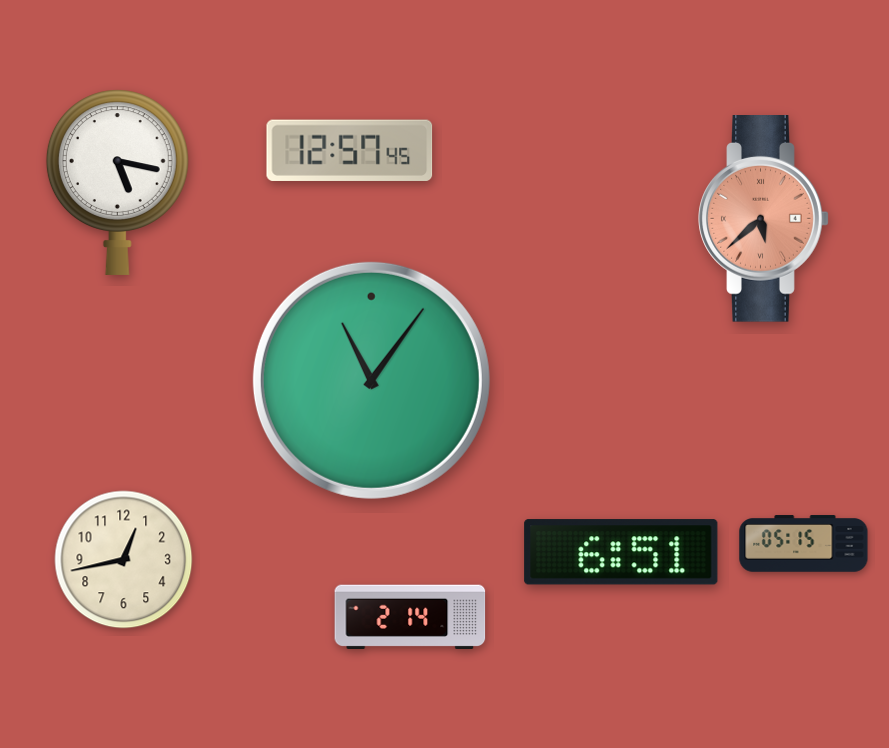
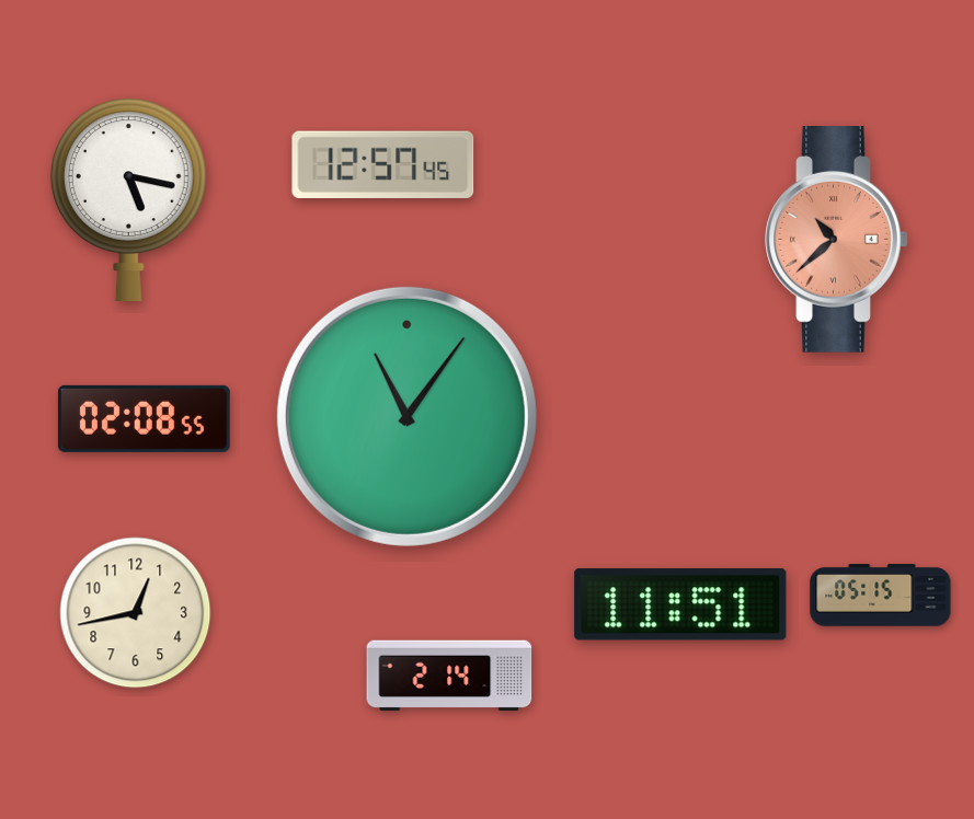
clock at (764, 219): 5:38 -> 10:38
clock at (144, 418): none -> 02:08
clock at (621, 552): 6:51 -> 11:51
